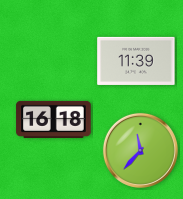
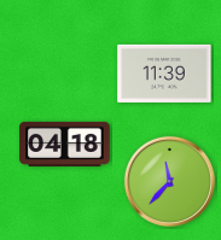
clock at (54, 119): 16:18 -> 04:18
